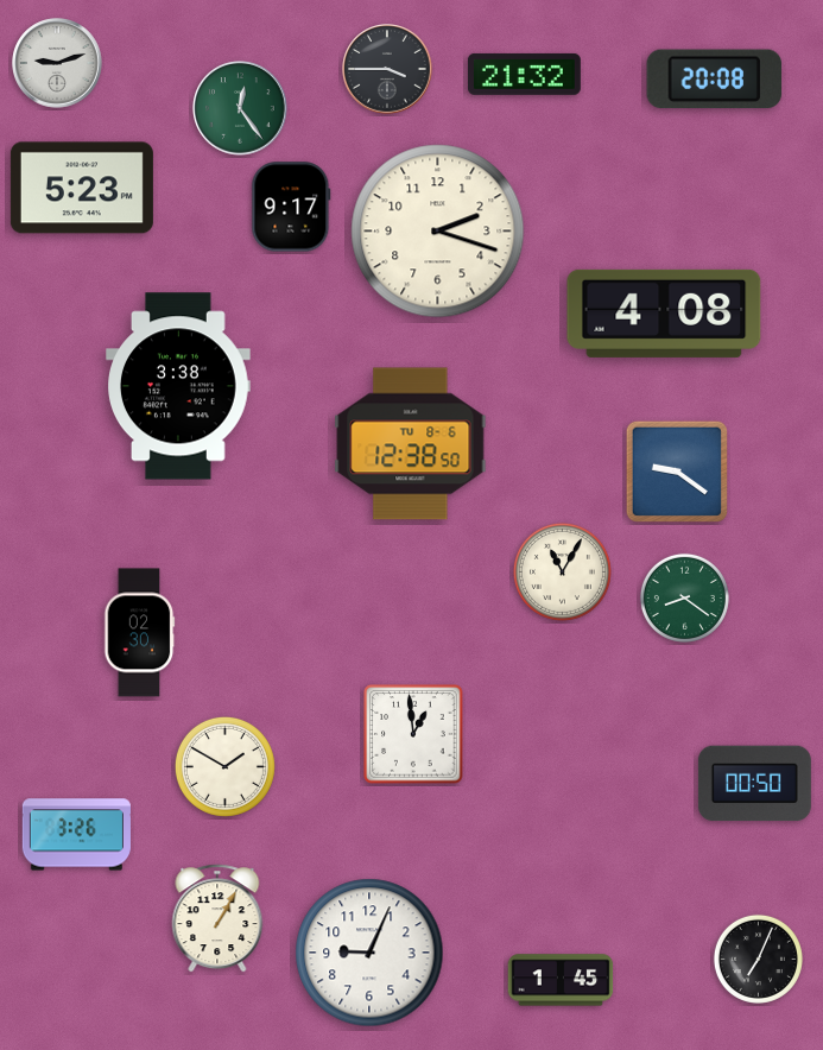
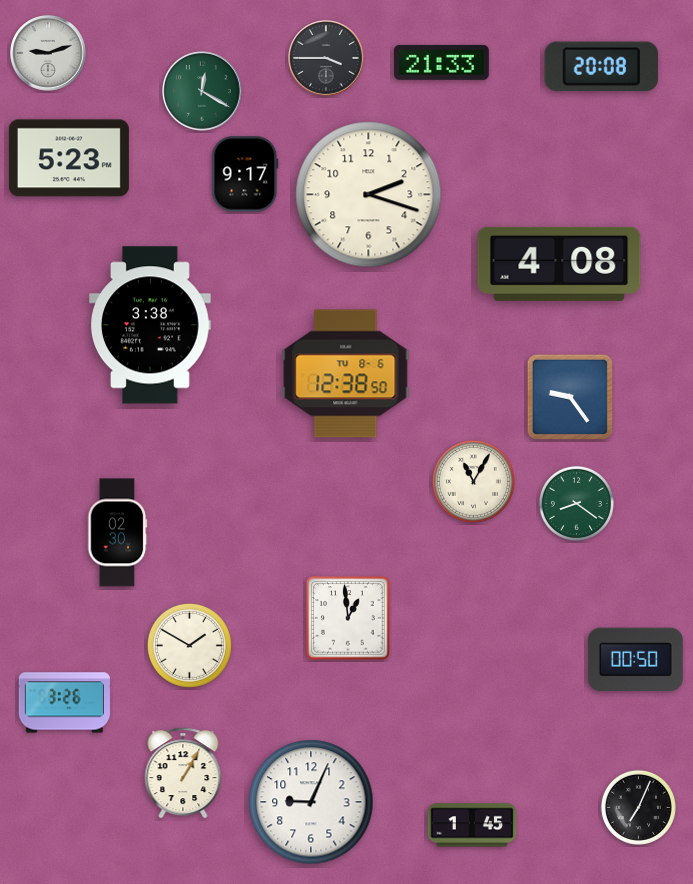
clock at (524, 74): 21:32 -> 21:33
clock at (240, 108): 12:24 -> 12:20
clock at (676, 470): 9:21 -> 9:24
